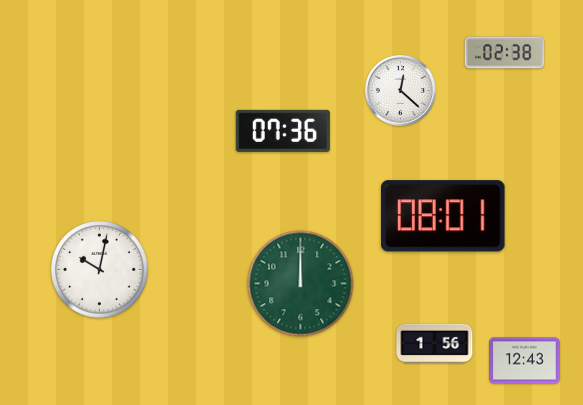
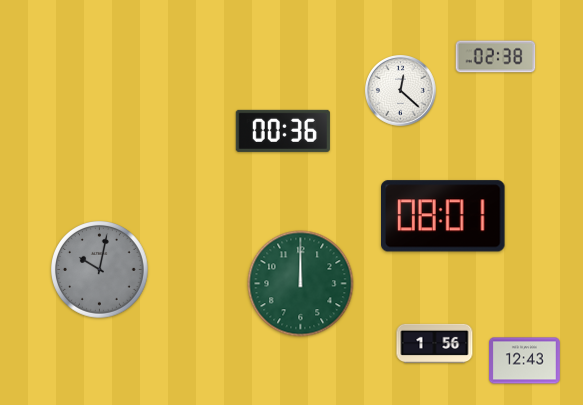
clock at (505, 53) position: (505, 53) -> (496, 57)
clock at (283, 131): 07:36 -> 00:36
clock at (100, 270) dial: white -> grey
